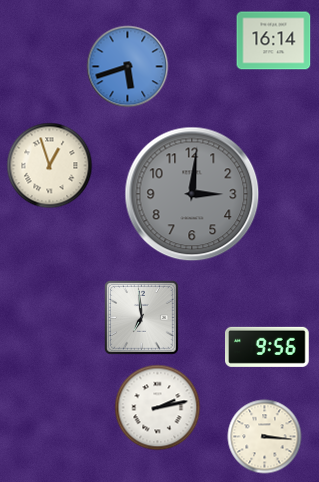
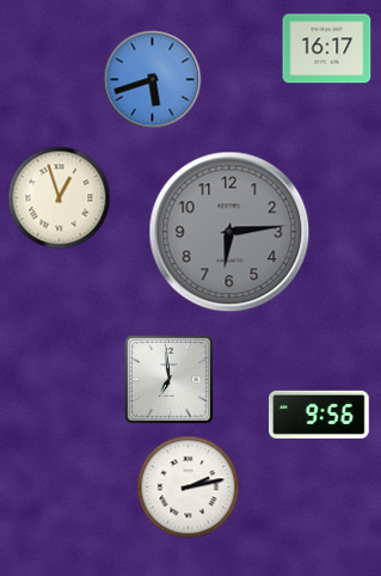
clock at (274, 41): 16:14 -> 16:17
clock at (192, 194): 3:01 -> 6:14
clock at (265, 437): 3:16 -> none
